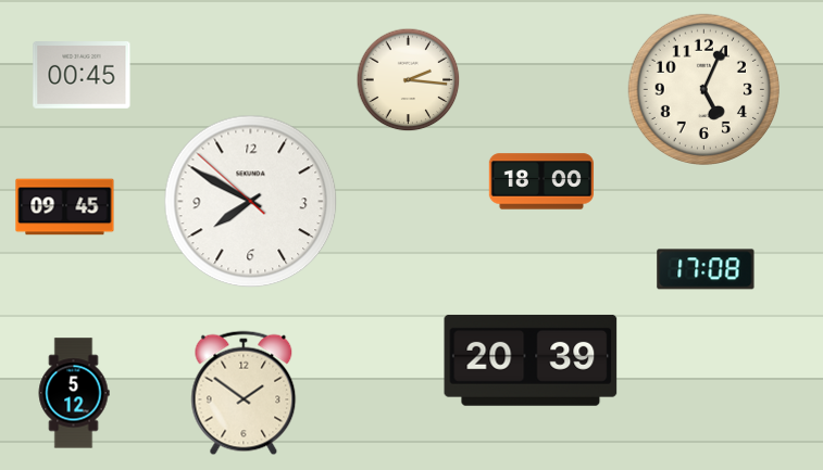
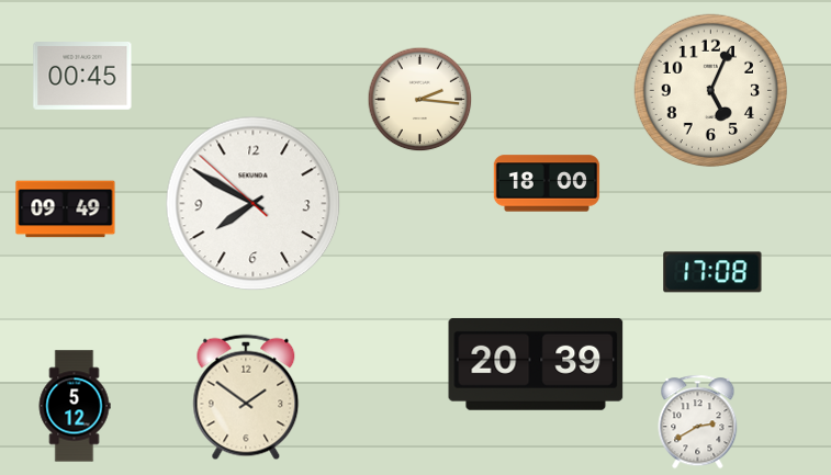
clock at (409, 80) position: (409, 80) -> (420, 100)
clock at (65, 207): 09:45 -> 09:49
clock at (74, 393) position: (74, 393) -> (75, 406)
clock at (698, 422): none -> 2:40
